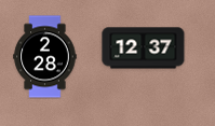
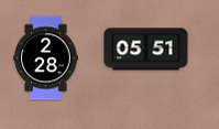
clock at (144, 48): 12:37 -> 05:51
